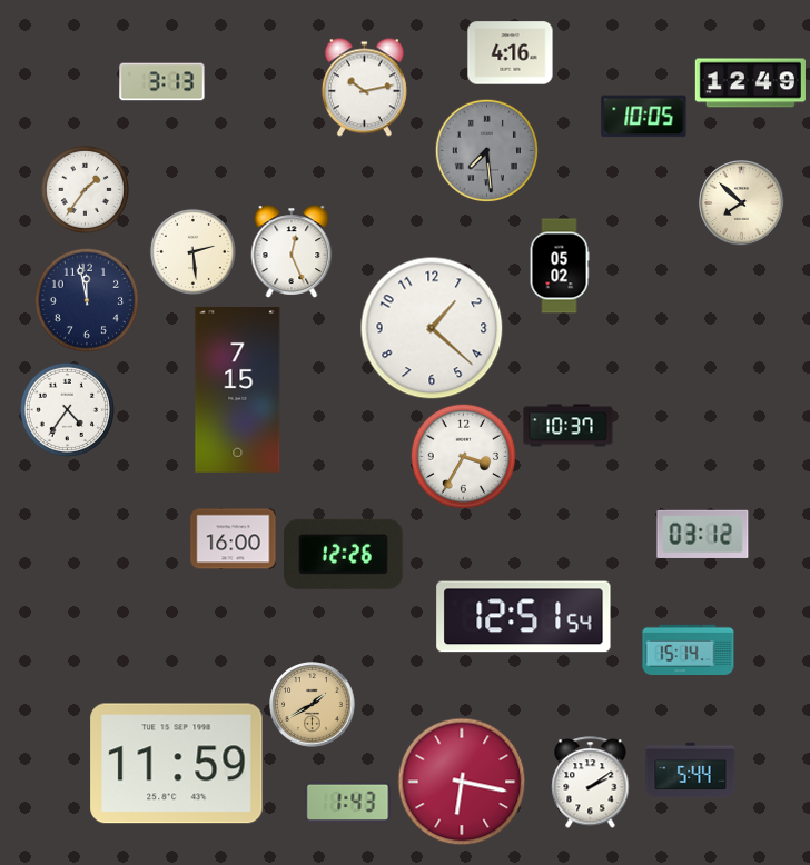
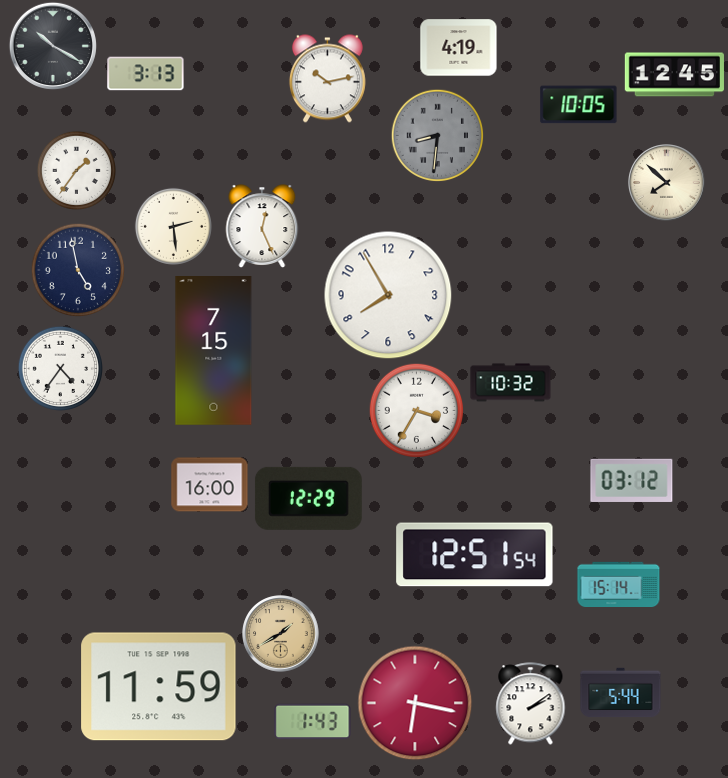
clock at (53, 46): none -> 10:20
clock at (511, 53): 4:16 -> 4:19
clock at (750, 83): 12:49 -> 12:45
clock at (486, 150): 7:29 -> 8:31
clock at (560, 266): 05:02 -> none
clock at (87, 300): 11:58 -> 4:58
clock at (432, 328): 1:22 -> 7:55
clock at (569, 426): 10:37 -> 10:32
clock at (343, 554): 12:26 -> 12:29
clock at (524, 617) position: (524, 617) -> (475, 555)
